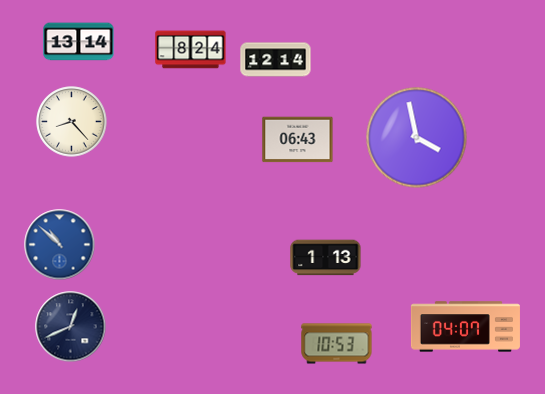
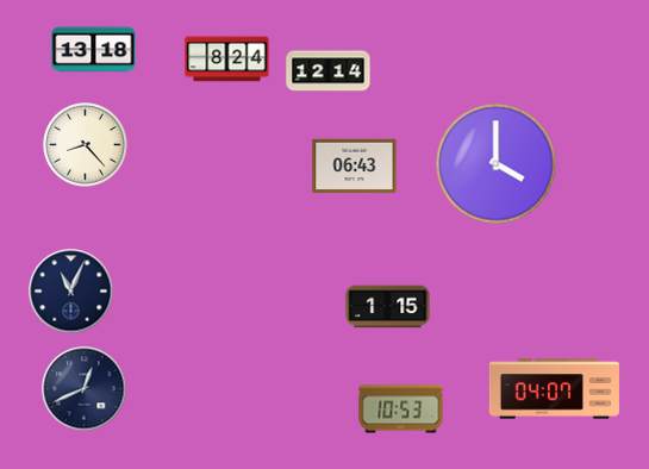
clock at (79, 42): 13:14 -> 13:18
clock at (417, 138): 3:58 -> 4:00
clock at (60, 245): 10:52 -> 11:04
clock at (60, 245) dial: blue -> navy
clock at (326, 258): 1:13 -> 1:15
